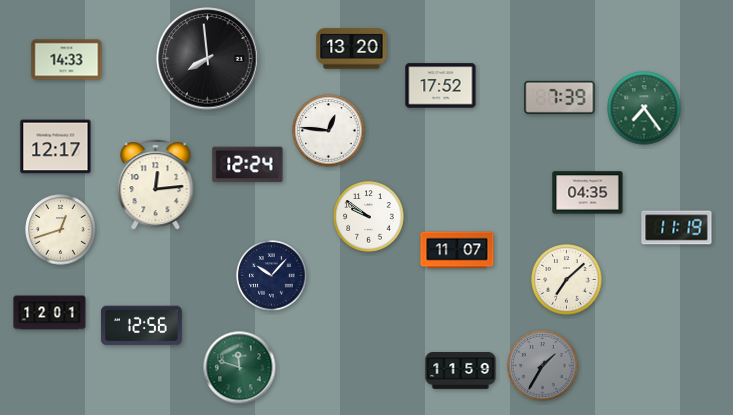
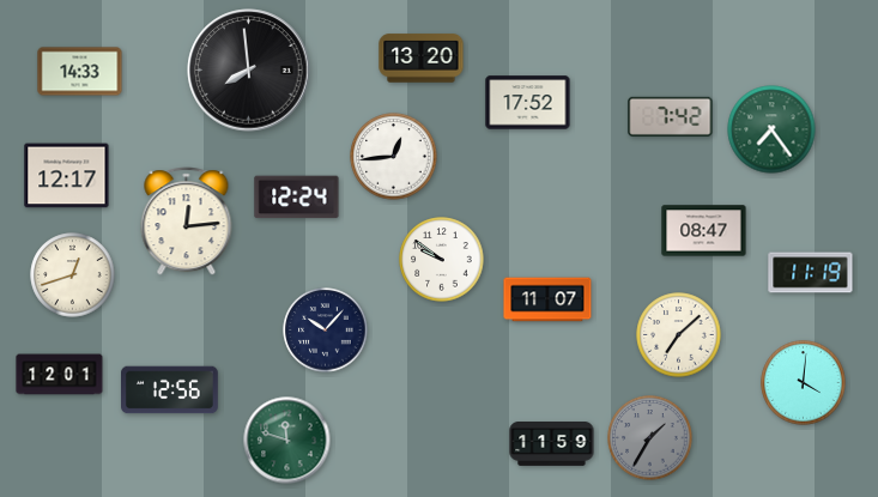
clock at (560, 97): 7:39 -> 7:42
clock at (329, 131): 12:46 -> 12:44
clock at (588, 193): 04:35 -> 08:47
clock at (804, 383): none -> 4:01
